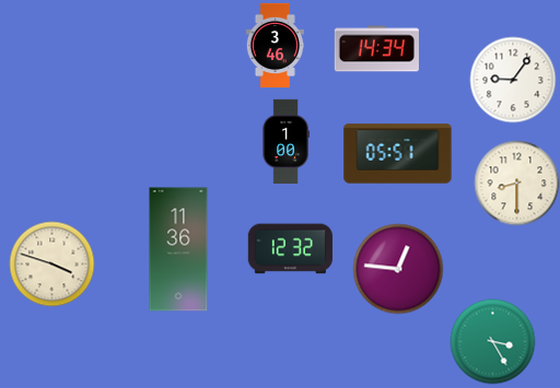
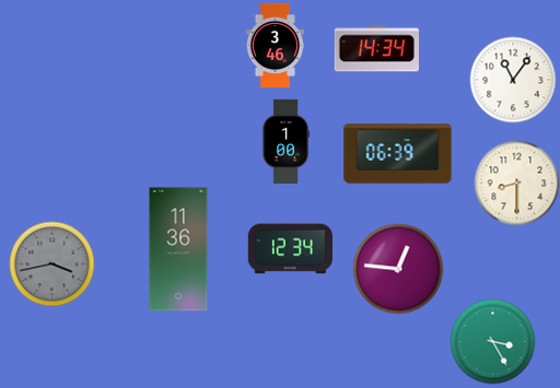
clock at (513, 80): 9:06 -> 11:06
clock at (398, 154): 05:51 -> 06:39
clock at (290, 249): 12:32 -> 12:34
clock at (51, 263): 3:48 -> 3:43
clock at (51, 263) dial: cream -> grey
